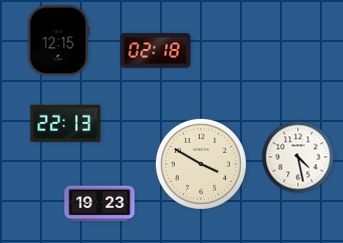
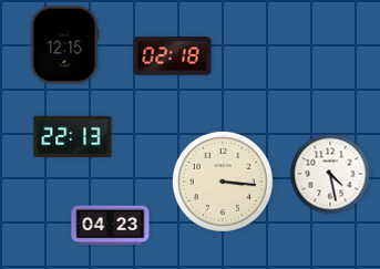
clock at (201, 164): 3:50 -> 3:16
clock at (100, 204): 19:23 -> 04:23
